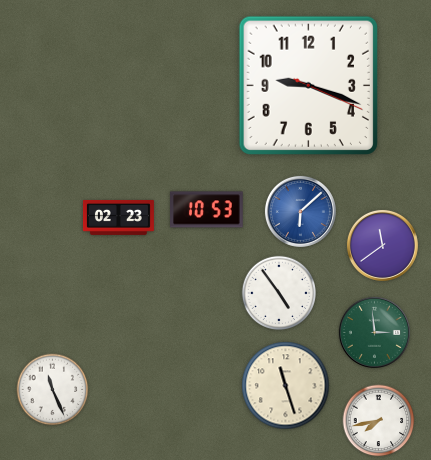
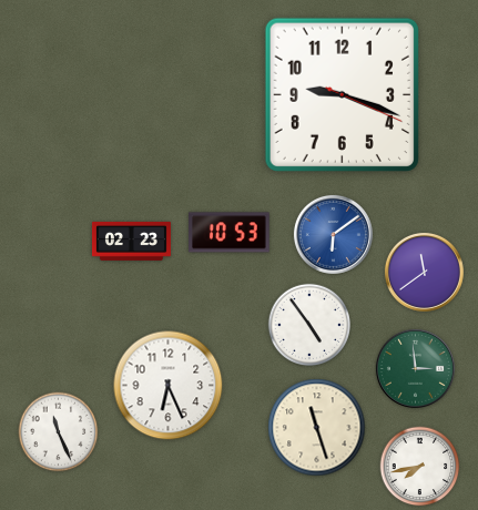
clock at (300, 211): 6:08 -> 6:09
clock at (169, 386): none -> 6:26
